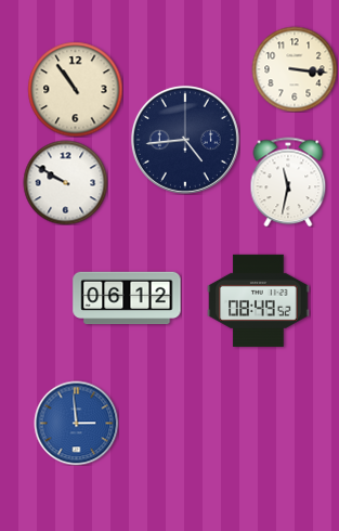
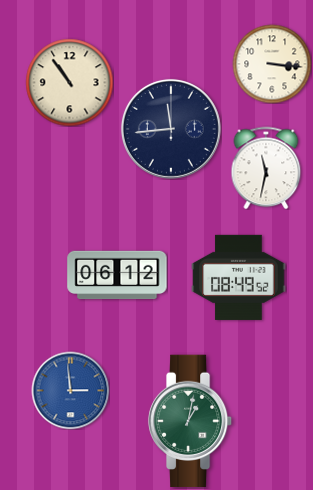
clock at (185, 140): 4:44 -> 11:44
clock at (65, 182): 9:50 -> none
clock at (190, 421): none -> 1:02
